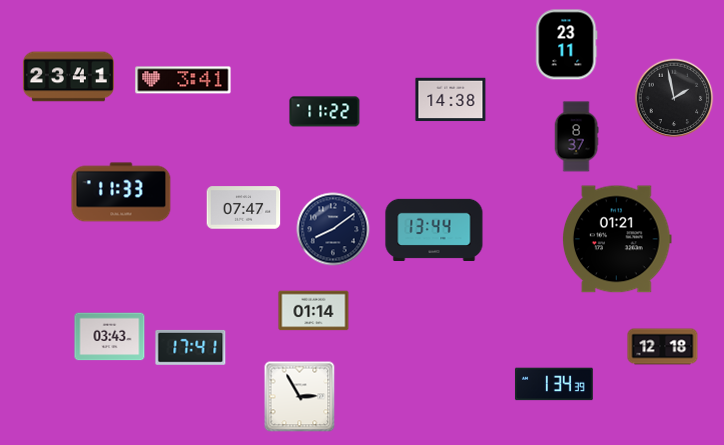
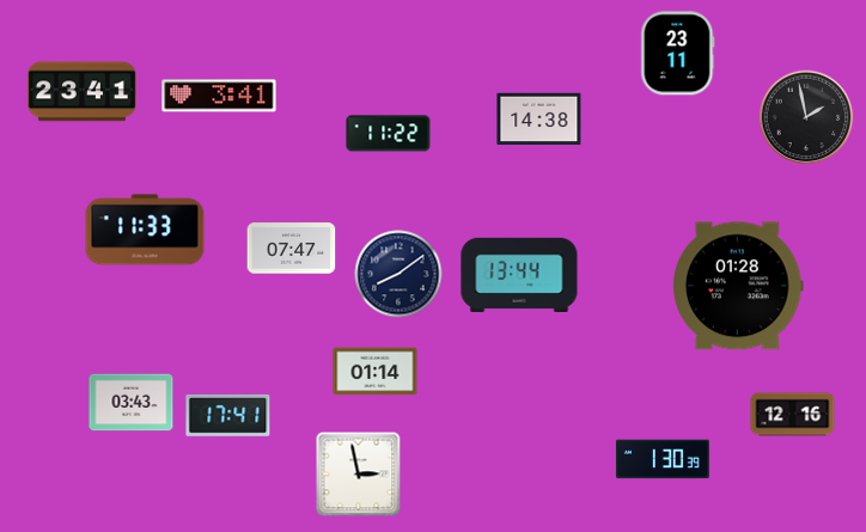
clock at (576, 137): 8:37 -> none
clock at (618, 239): 01:21 -> 01:28
clock at (663, 347): 12:18 -> 12:16
clock at (554, 384): 1:34 -> 1:30
clock at (300, 397): 2:55 -> 2:58
